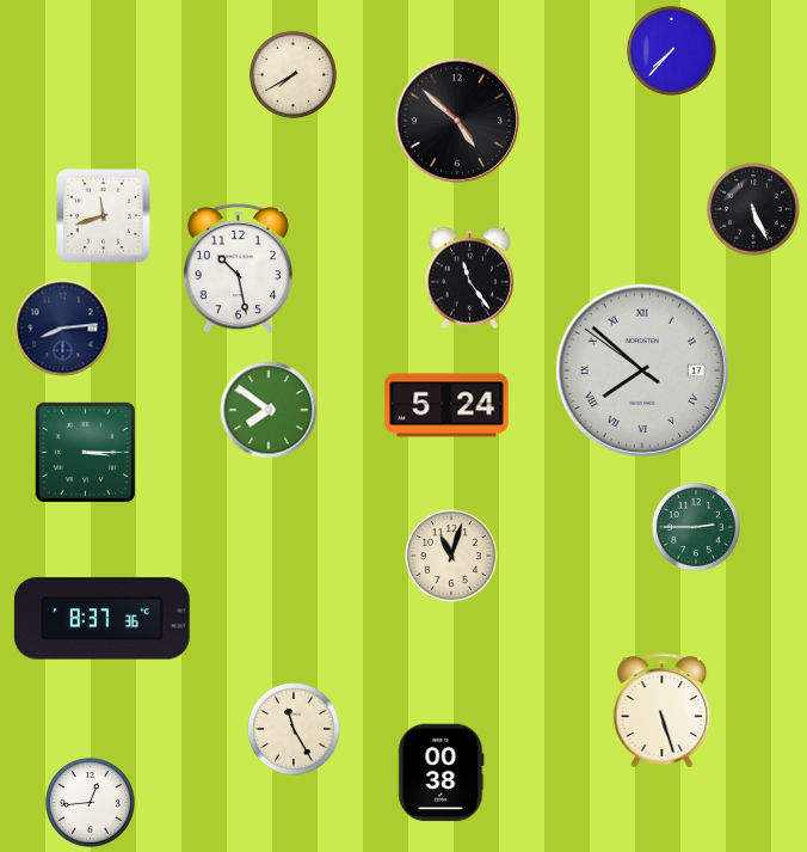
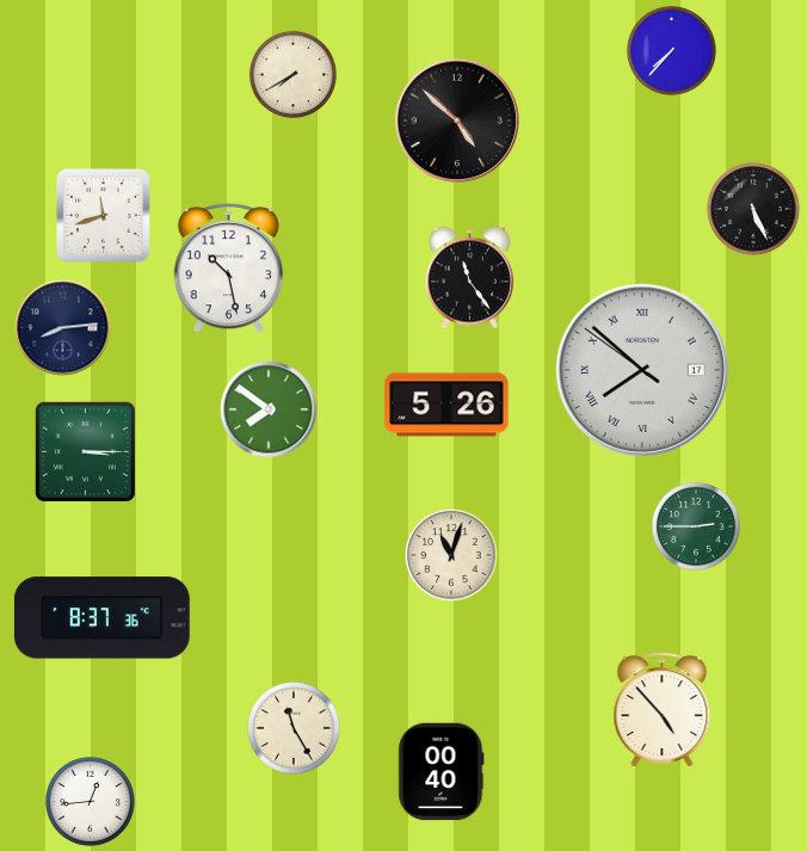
clock at (238, 269) position: (238, 269) -> (228, 269)
clock at (446, 405): 5:24 -> 5:26
clock at (663, 711): 5:27 -> 4:53
clock at (442, 773): 00:38 -> 00:40
